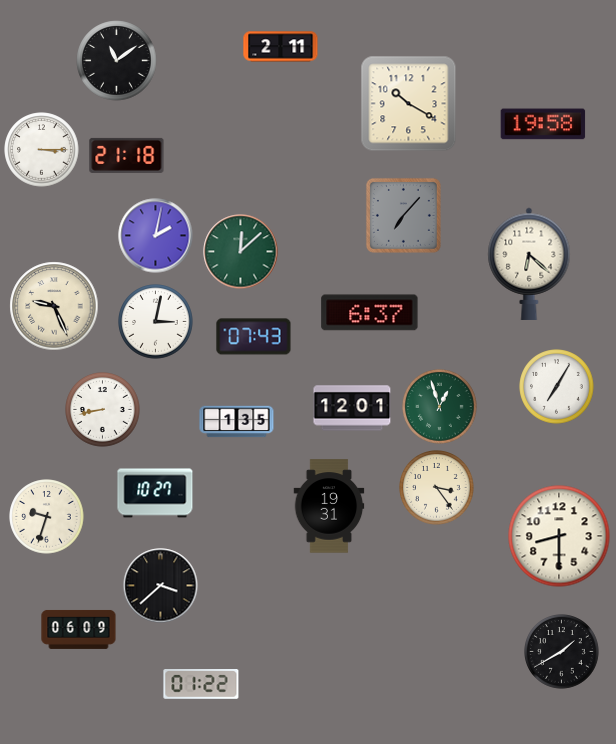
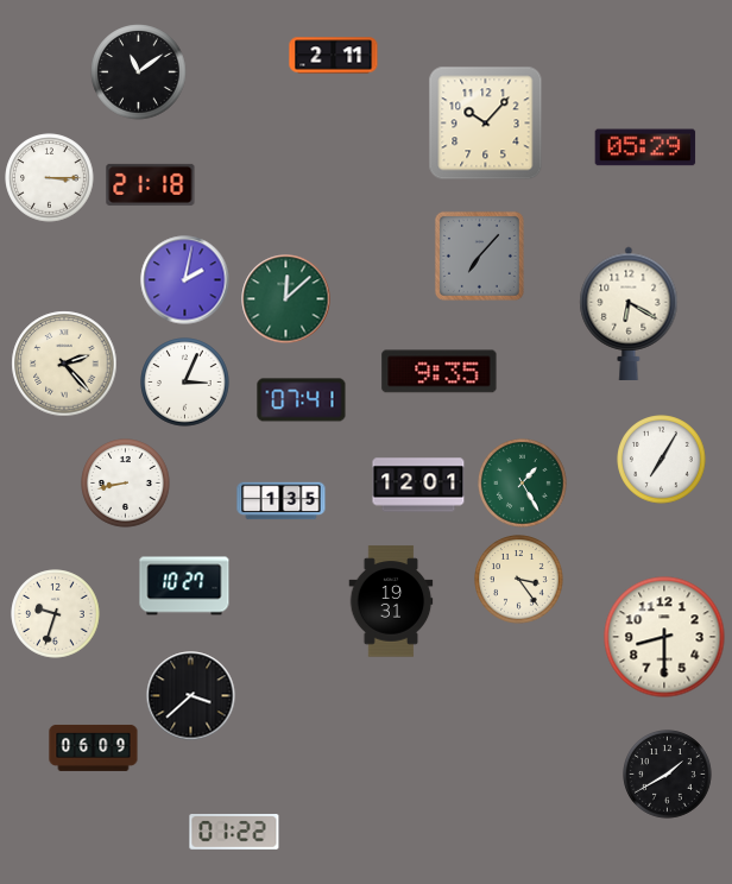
clock at (409, 104): 10:20 -> 10:07
clock at (543, 124): 19:58 -> 05:29
clock at (529, 264): 6:22 -> 6:20
clock at (54, 306): 9:26 -> 2:23
clock at (370, 313): 6:37 -> 9:35
clock at (156, 322): 3:02 -> 3:04
clock at (254, 337): 07:43 -> 07:41
clock at (440, 407): 12:57 -> 1:25
clock at (103, 410) position: (103, 410) -> (126, 484)
clock at (201, 685) position: (201, 685) -> (234, 833)
